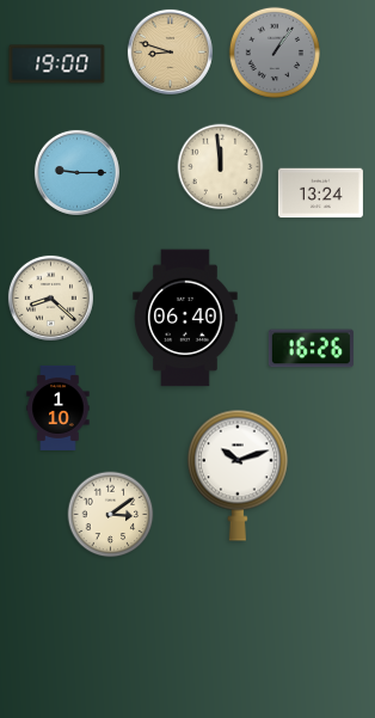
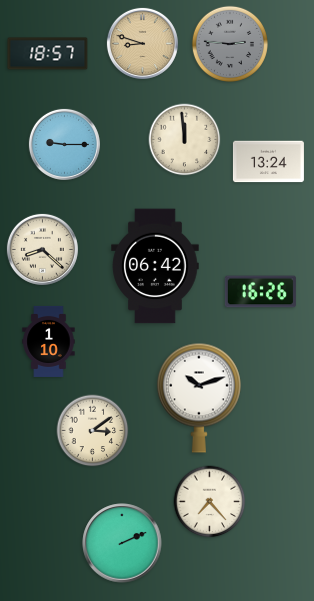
clock at (275, 53): 1:06 -> 2:46
clock at (57, 65): 19:00 -> 18:57
clock at (185, 318): 06:40 -> 06:42
clock at (210, 502): none -> 7:23
clock at (122, 543): none -> 2:11
